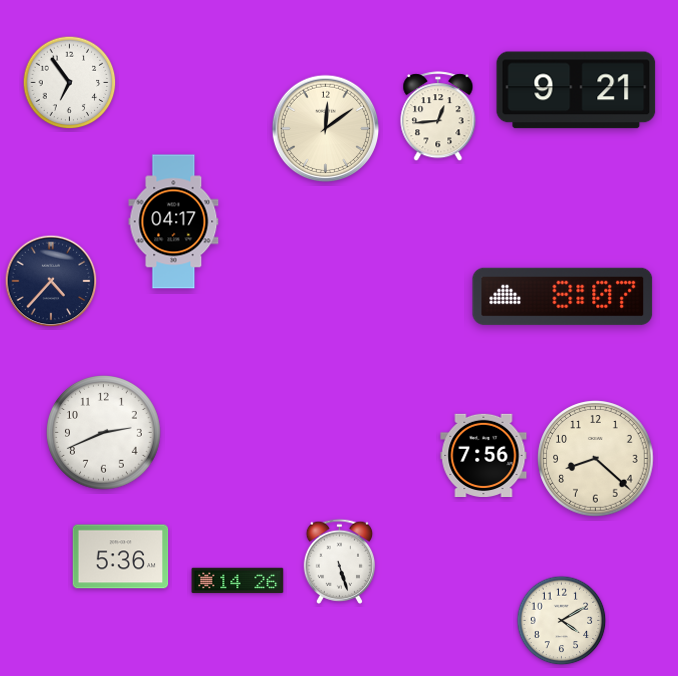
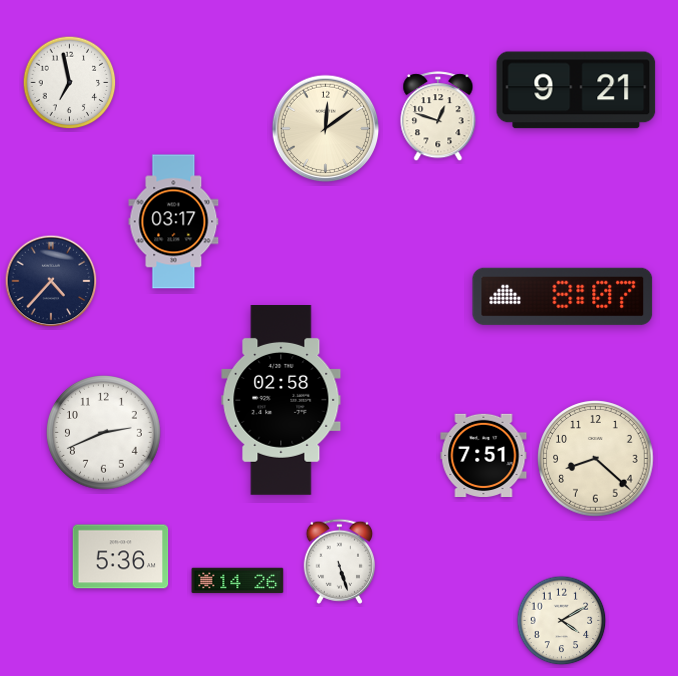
clock at (70, 83): 6:54 -> 6:58
clock at (438, 117): 12:44 -> 12:48
clock at (174, 222): 04:17 -> 03:17
clock at (281, 401): none -> 02:58
clock at (484, 455): 7:56 -> 7:51
